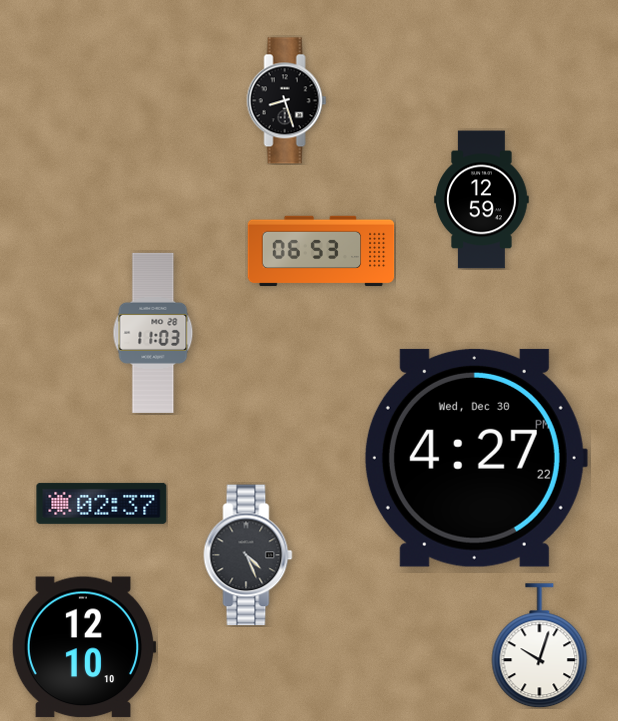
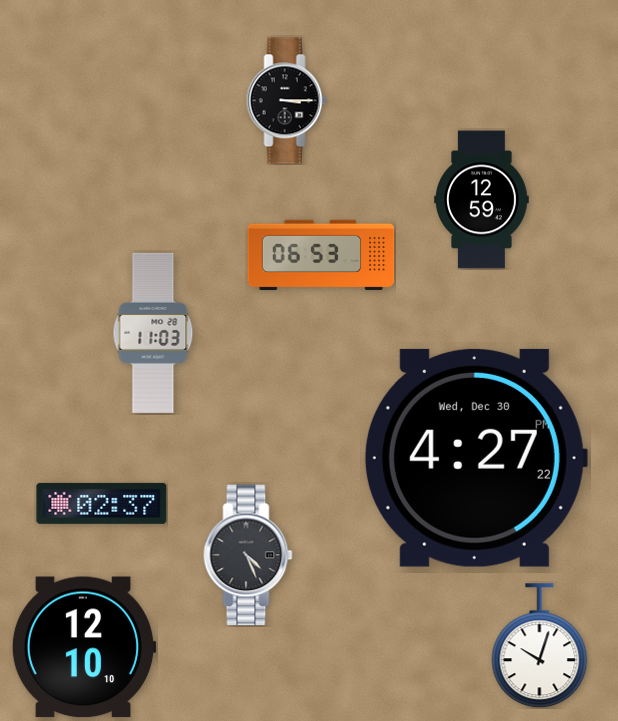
clock at (287, 101): 8:27 -> 3:15
clock at (321, 251) position: (321, 251) -> (321, 255)
